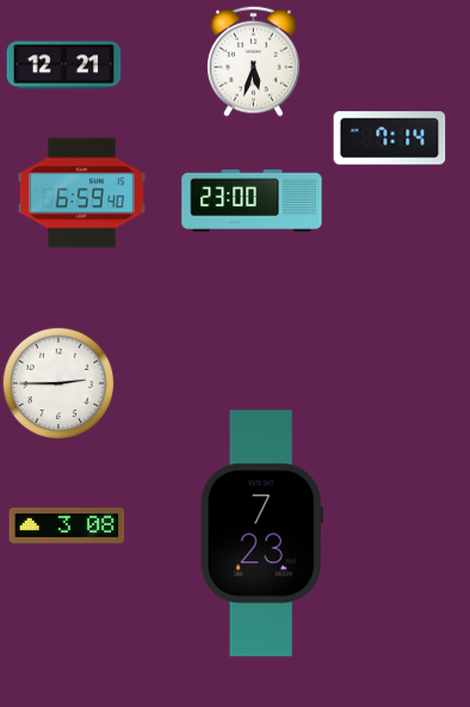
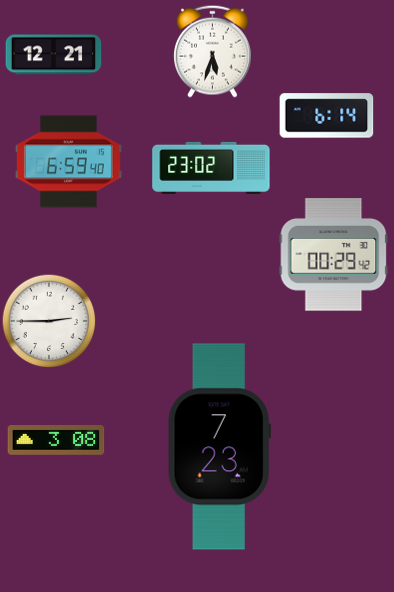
clock at (390, 139): 7:14 -> 6:14
clock at (252, 201): 23:00 -> 23:02
clock at (334, 255): none -> 00:29
